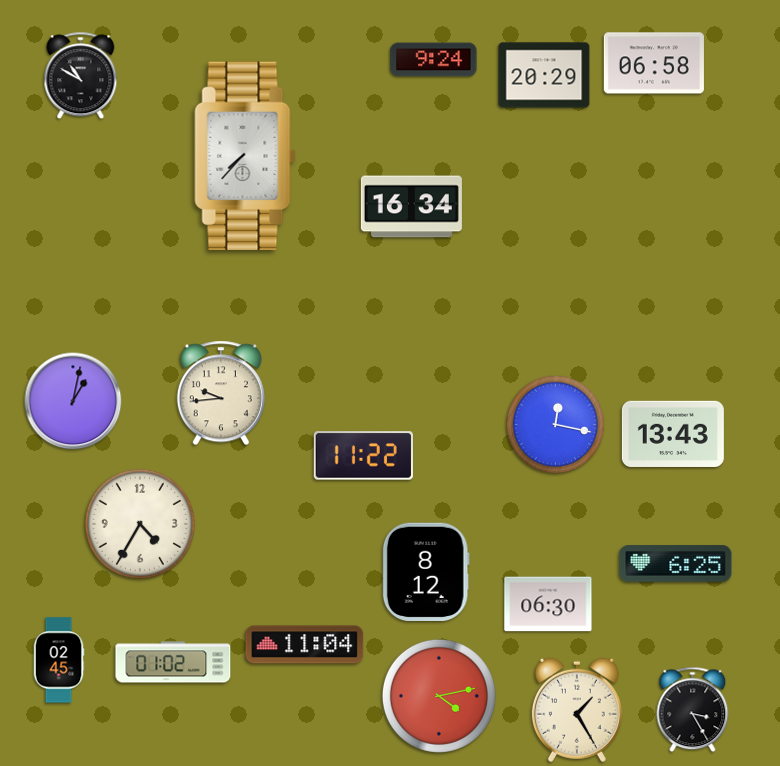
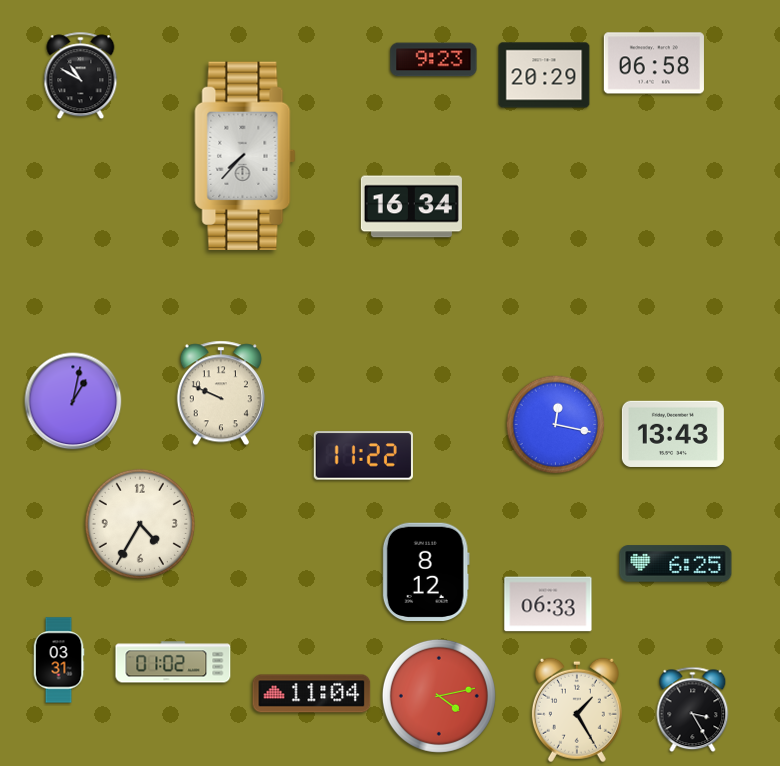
clock at (434, 60): 9:24 -> 9:23
clock at (221, 393): 9:44 -> 9:49
clock at (548, 604): 06:30 -> 06:33
clock at (305, 645) position: (305, 645) -> (312, 694)
clock at (59, 660): 02:45 -> 03:31
